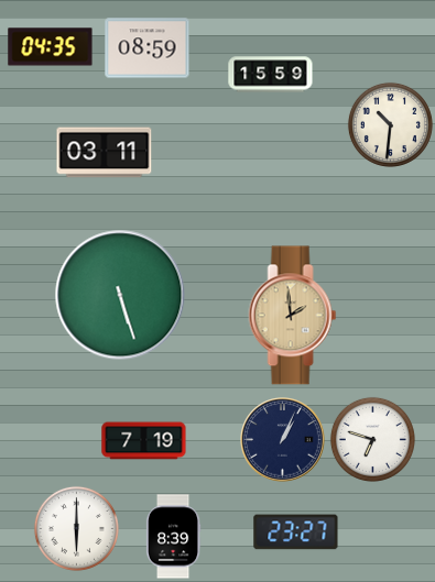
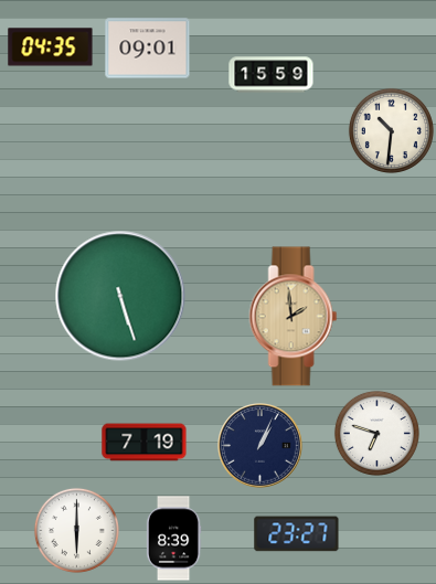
clock at (148, 48): 08:59 -> 09:01
clock at (390, 124) position: (390, 124) -> (391, 130)
clock at (105, 153): 03:11 -> none
clock at (372, 439) position: (372, 439) -> (376, 433)
clock at (283, 440) position: (283, 440) -> (260, 446)
